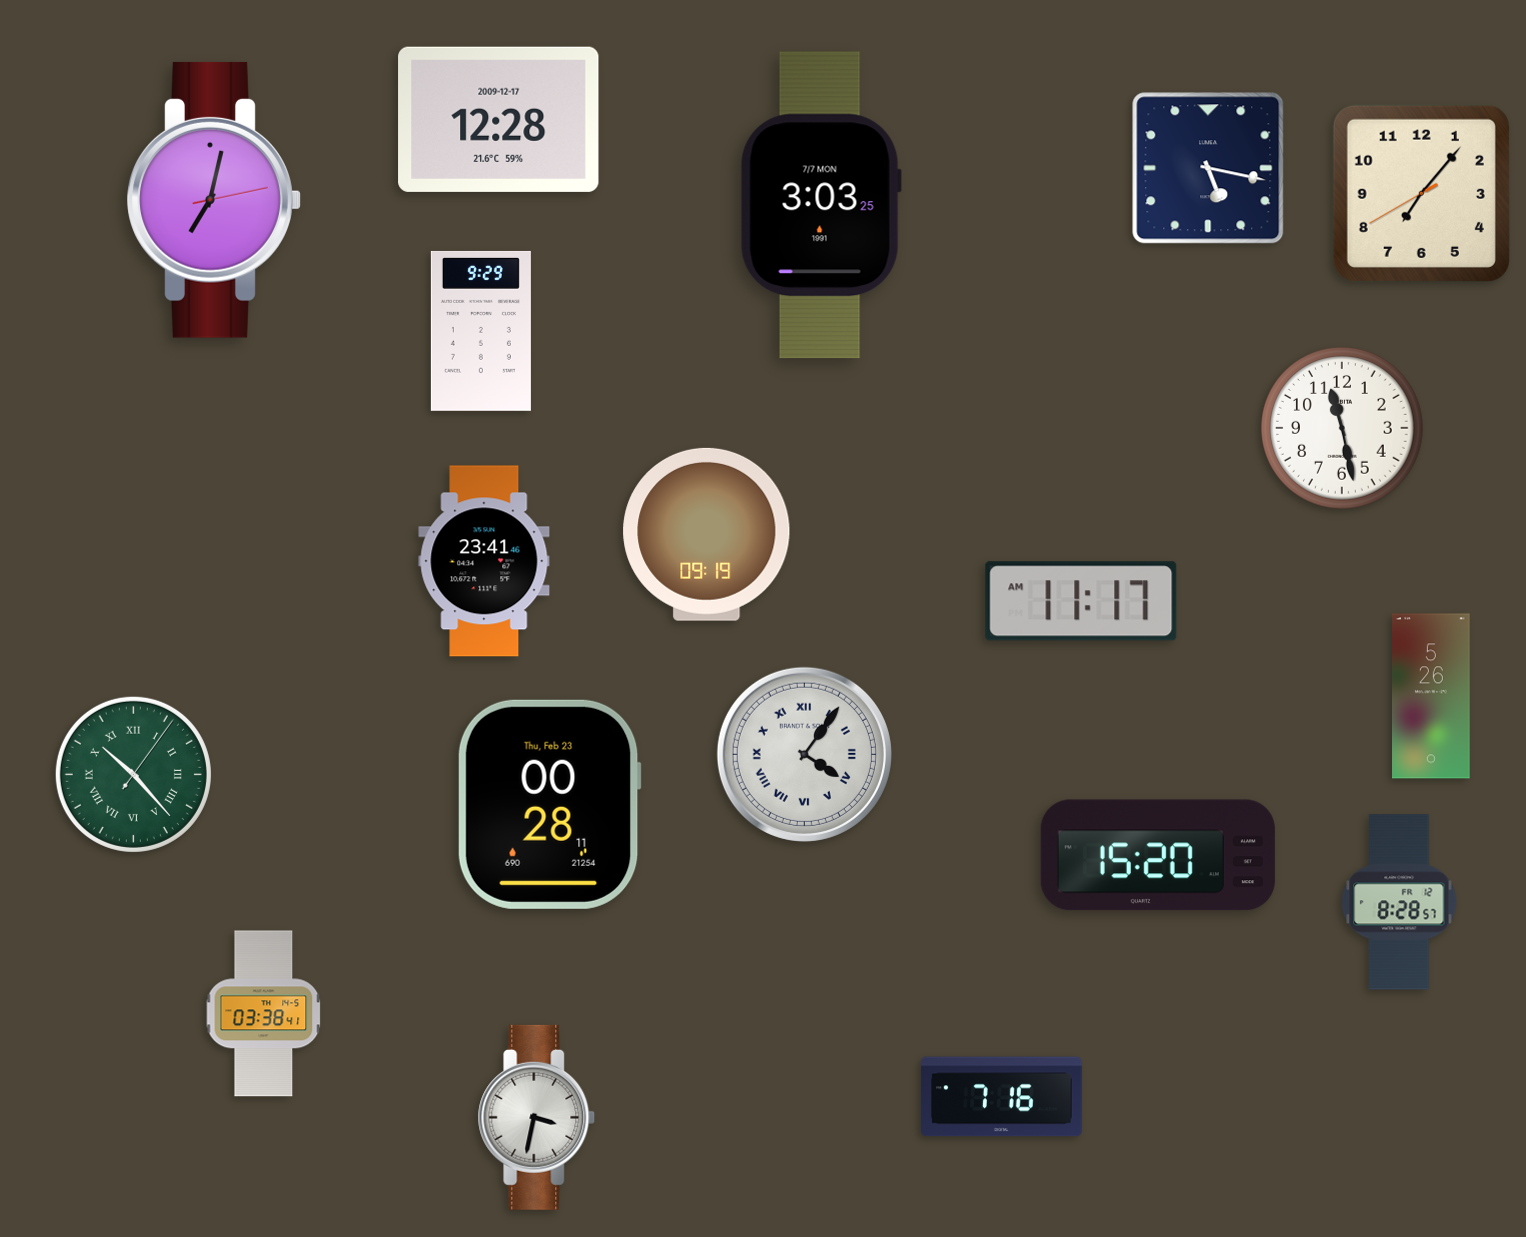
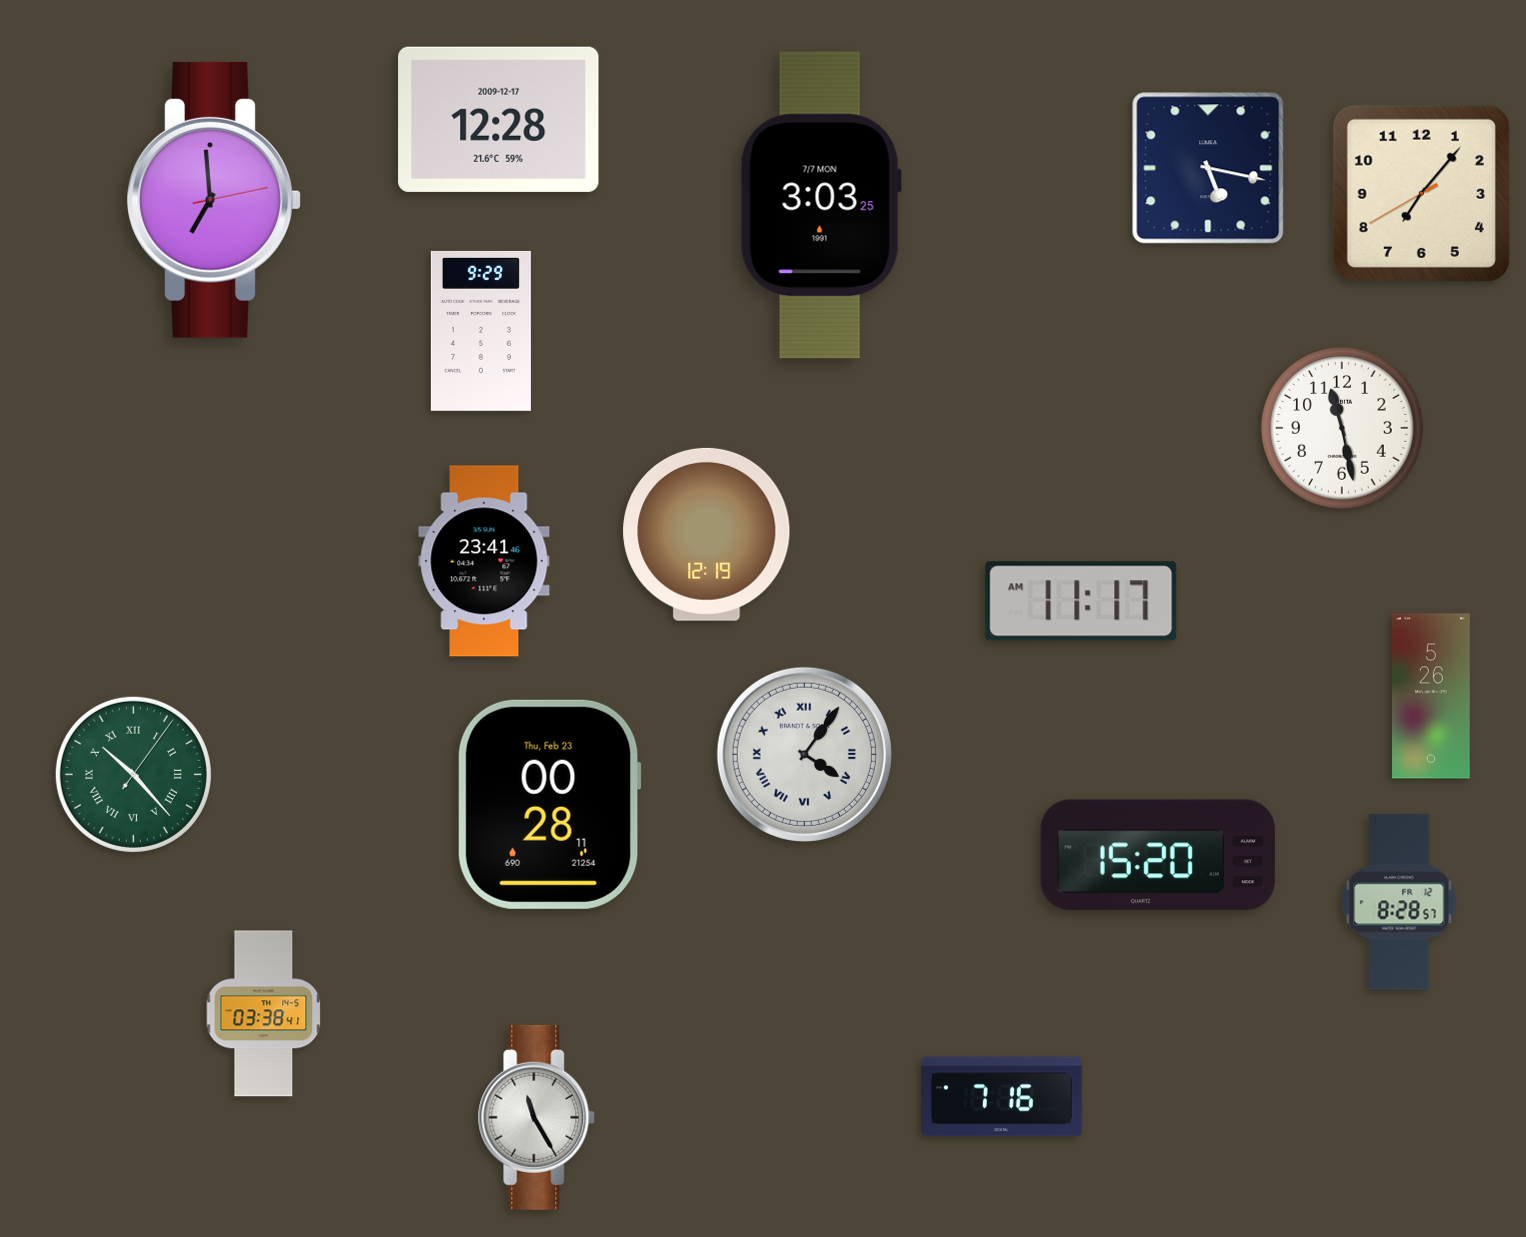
clock at (214, 200): 7:02 -> 6:59
clock at (707, 534): 09:19 -> 12:19
clock at (537, 1117): 3:32 -> 11:25
